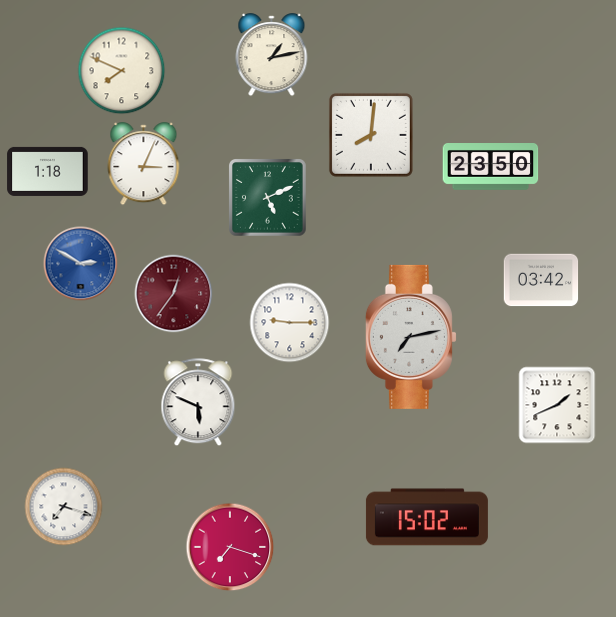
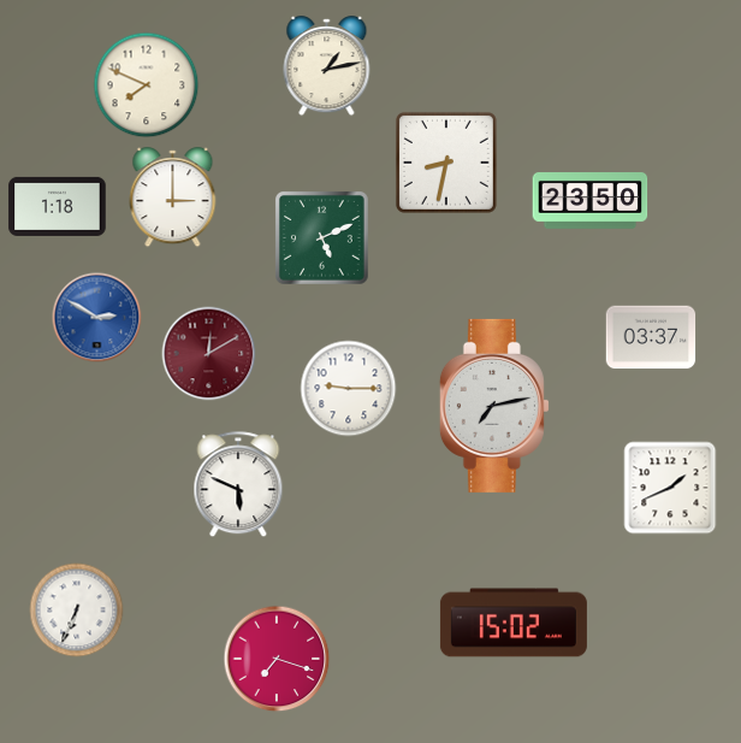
clock at (371, 135): 8:01 -> 8:32
clock at (144, 164): 3:04 -> 3:00
clock at (541, 280): 03:42 -> 03:37
clock at (174, 294): 12:36 -> 12:10
clock at (64, 507): 7:18 -> 6:34
